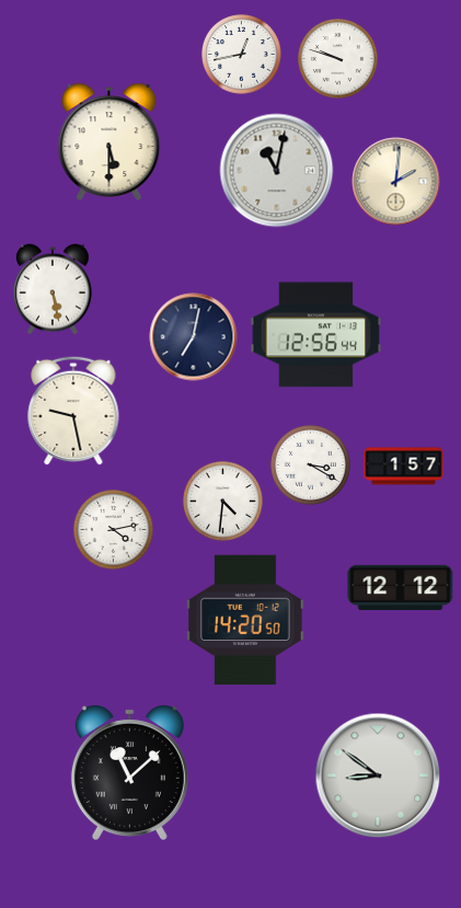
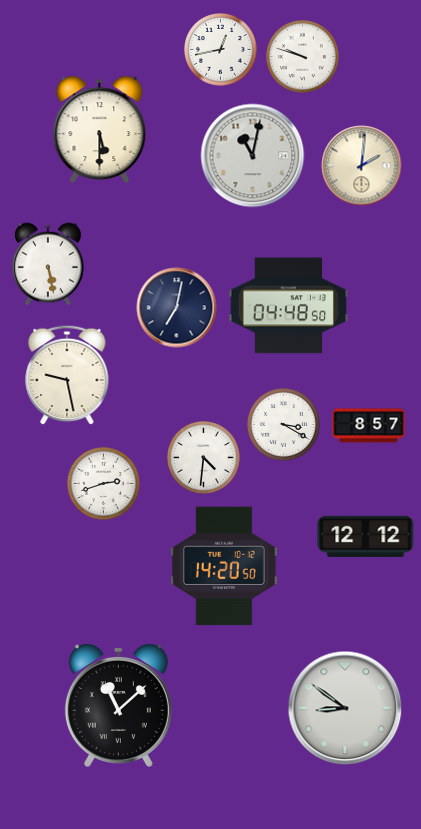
clock at (338, 59) position: (338, 59) -> (303, 57)
clock at (316, 335): 12:56 -> 04:48
clock at (404, 467): 1:57 -> 8:57
clock at (114, 530): 4:13 -> 2:42
